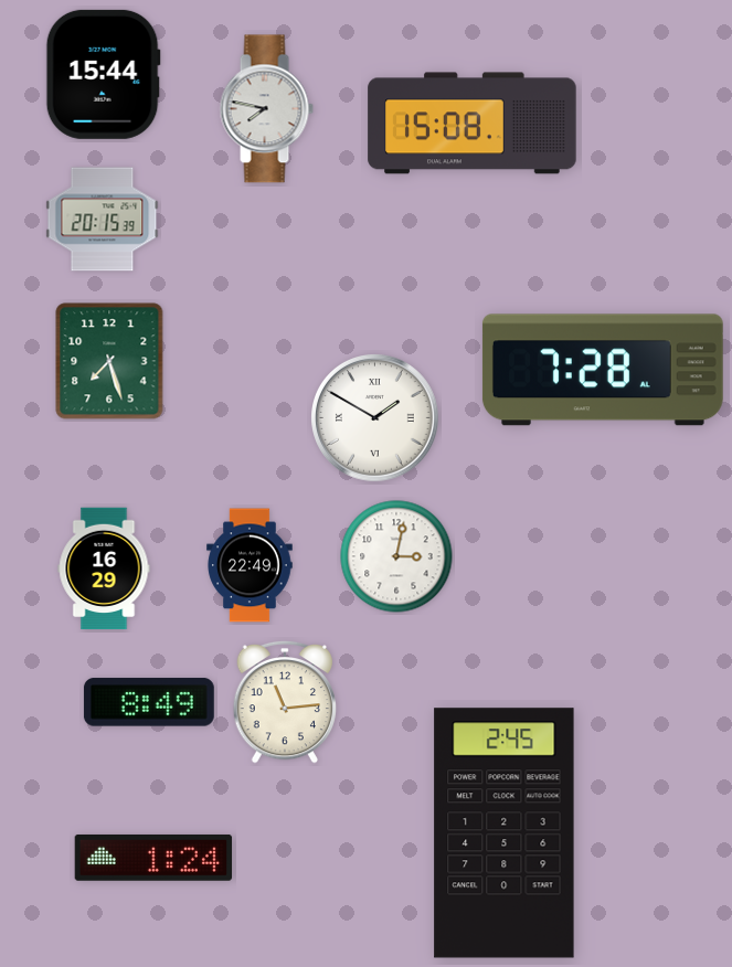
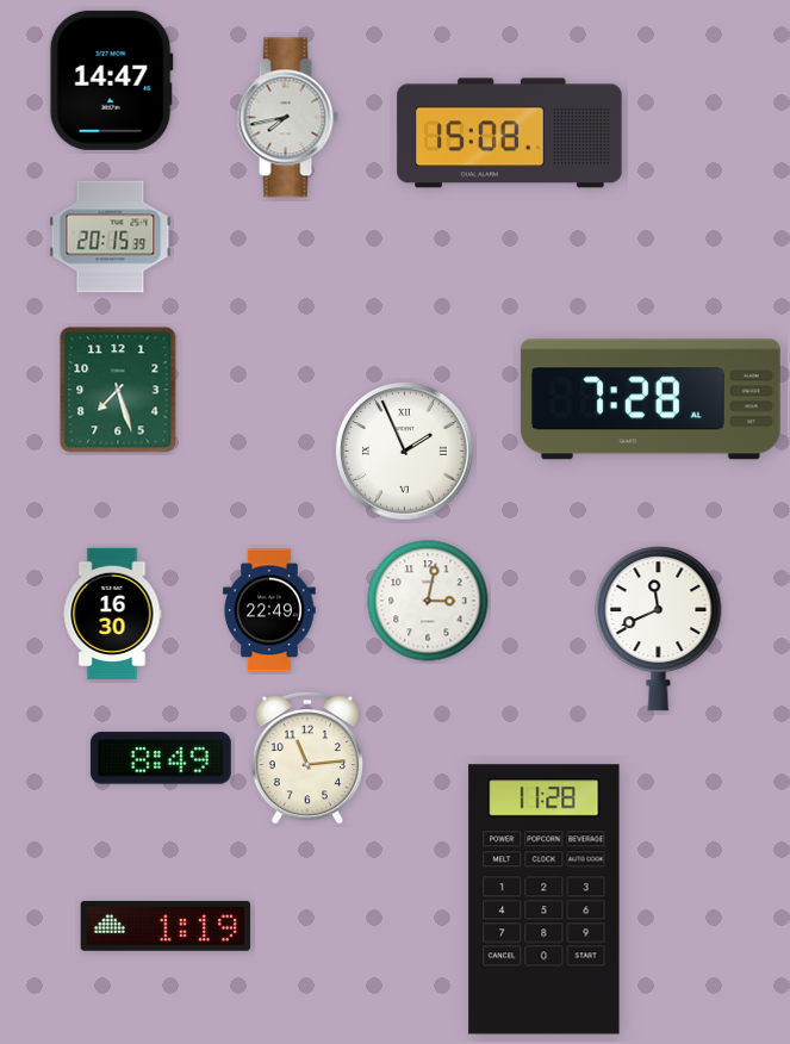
clock at (103, 74): 15:44 -> 14:47
clock at (266, 109): 7:47 -> 7:43
clock at (375, 418): 1:50 -> 1:56
clock at (104, 568): 16:29 -> 16:30
clock at (659, 629): none -> 11:41
clock at (505, 833): 2:45 -> 11:28
clock at (153, 858): 1:24 -> 1:19
